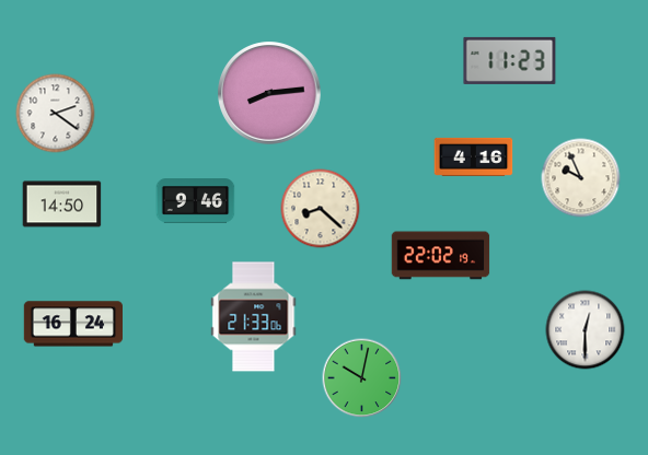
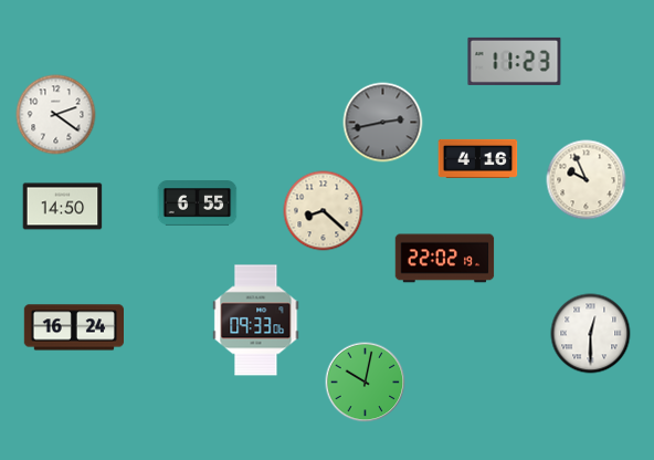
clock at (269, 93): 8:14 -> none
clock at (383, 123): none -> 2:43
clock at (196, 201): 9:46 -> 6:55
clock at (254, 317): 21:33 -> 09:33
